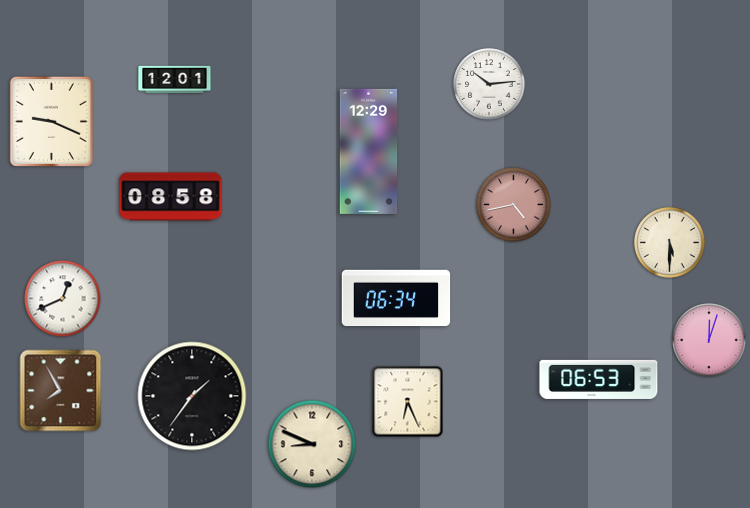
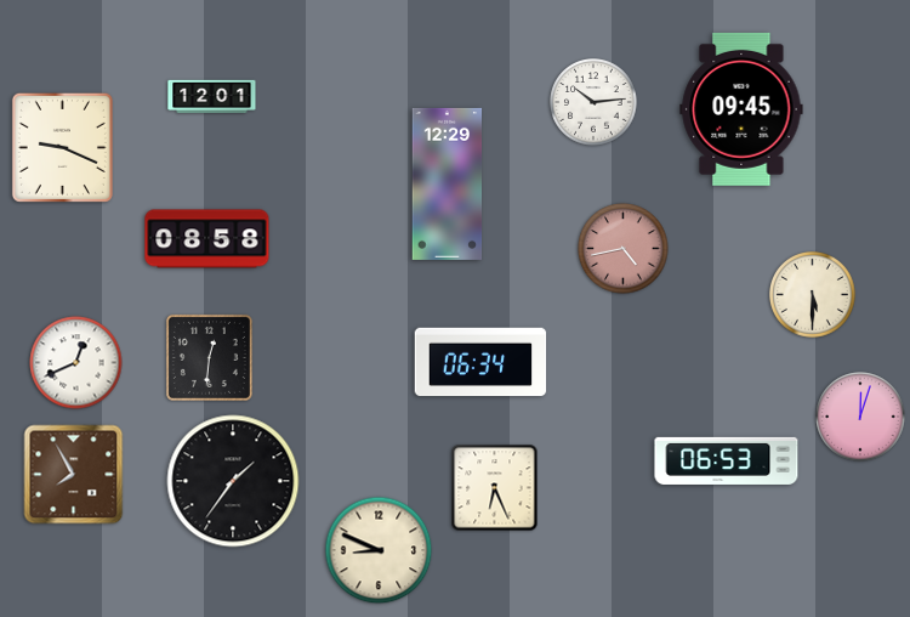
clock at (741, 109): none -> 09:45
clock at (209, 357): none -> 12:31
clock at (709, 340) position: (709, 340) -> (860, 417)
clock at (312, 444) position: (312, 444) -> (379, 550)
